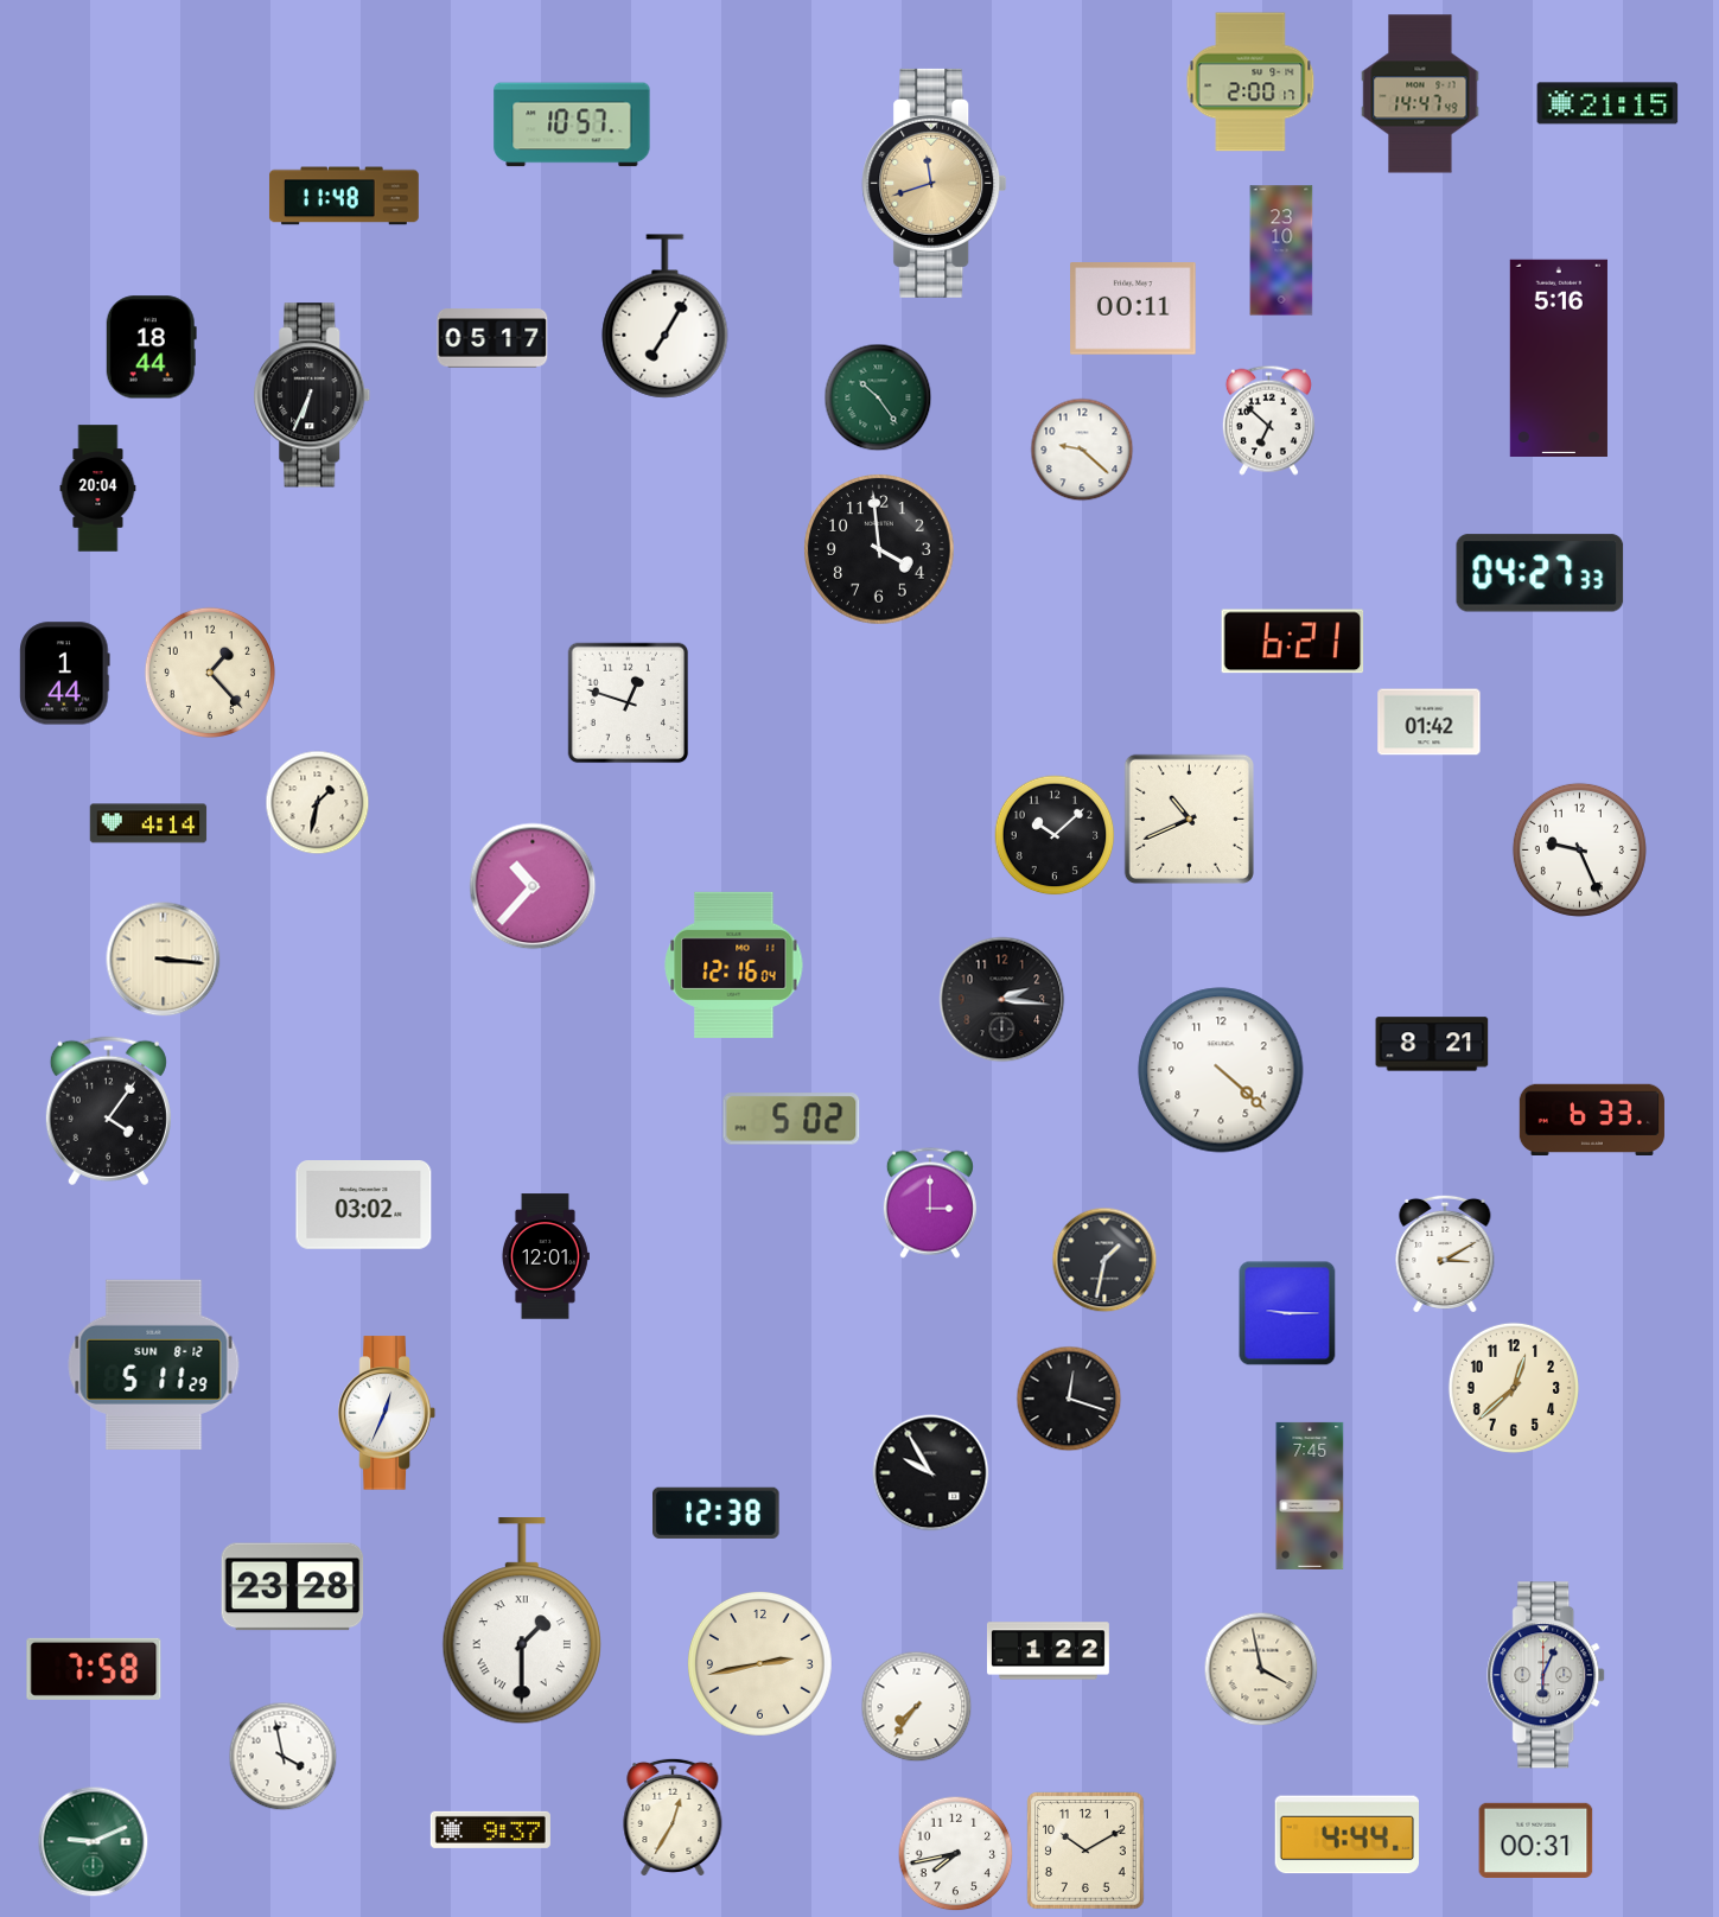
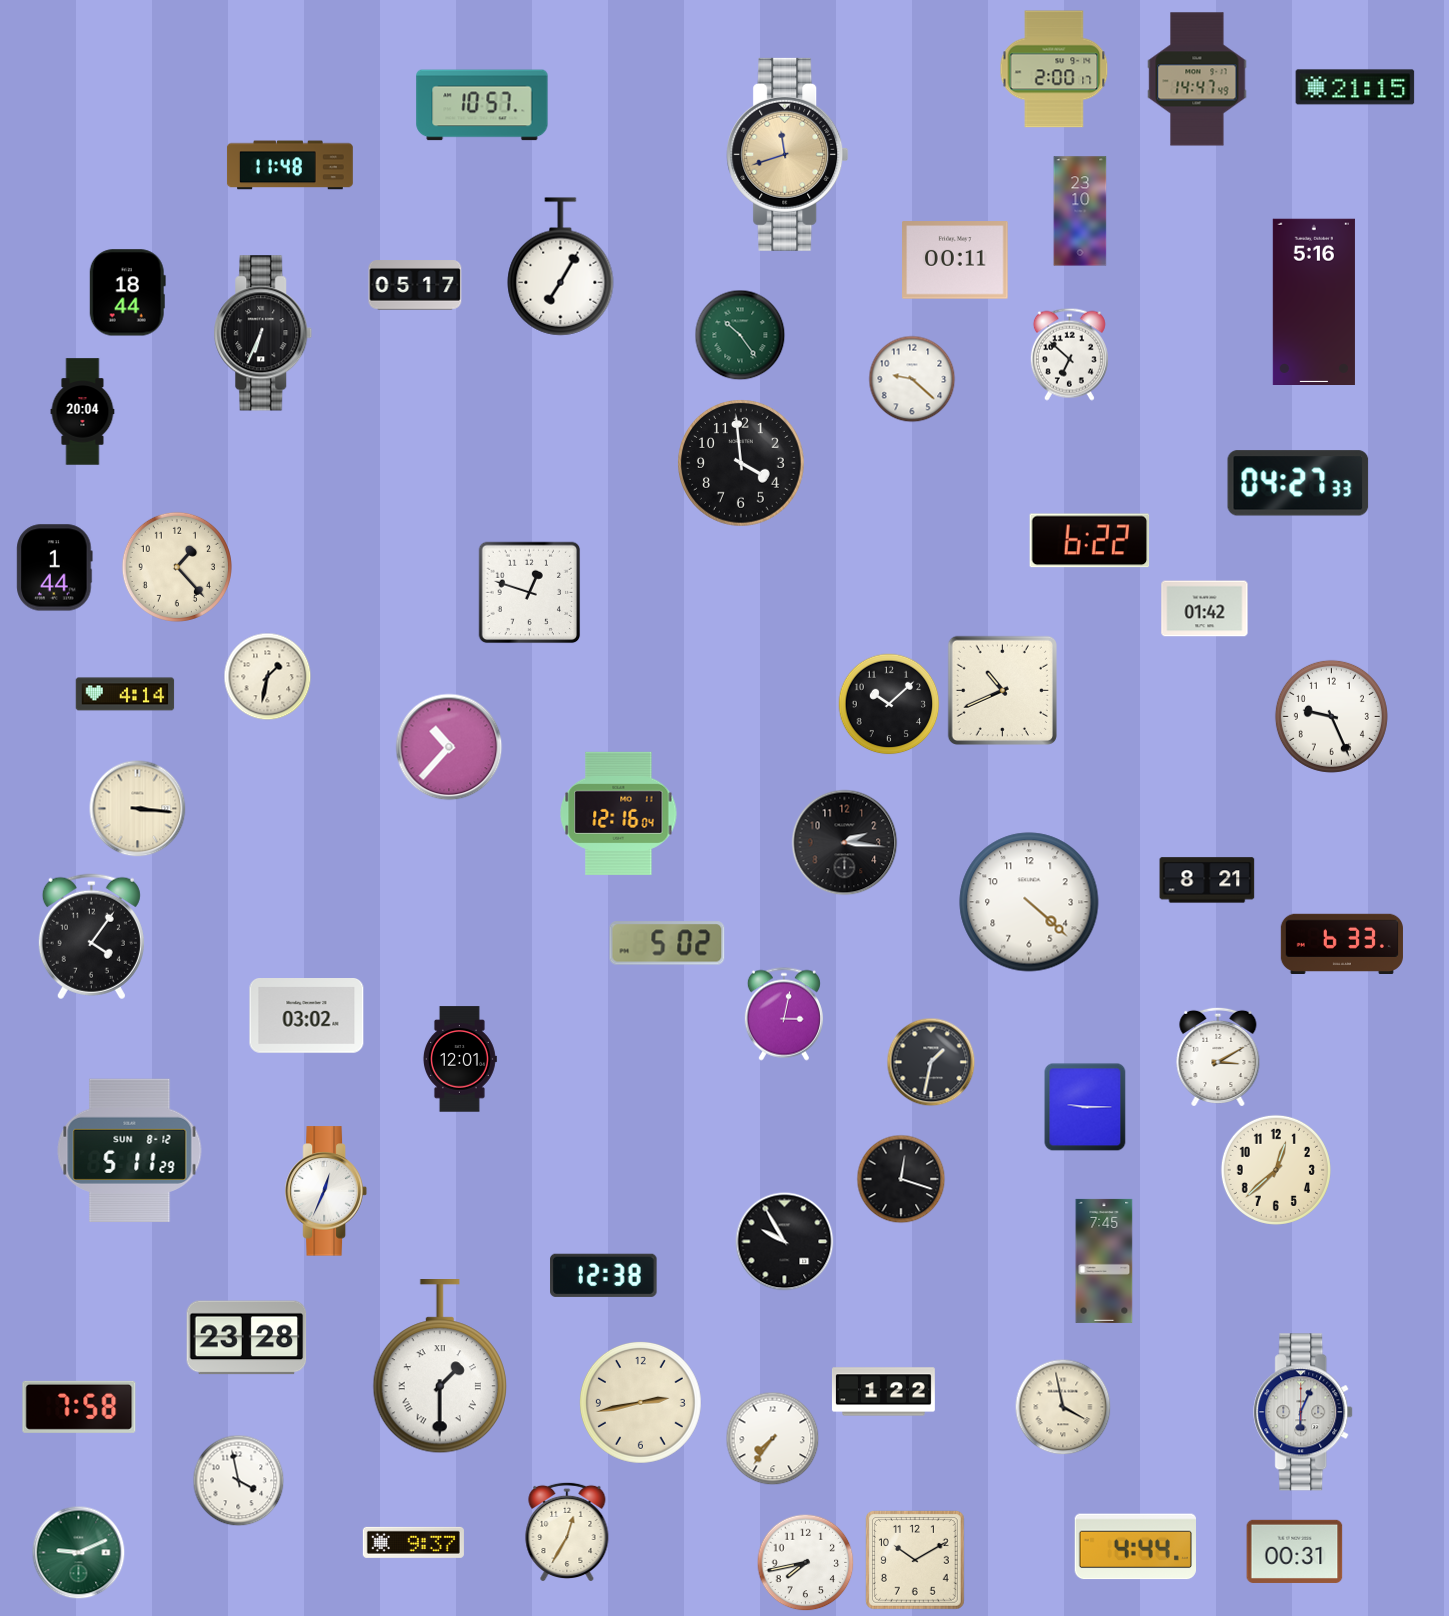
clock at (1293, 642): 6:21 -> 6:22
clock at (930, 1203): 3:00 -> 3:02
